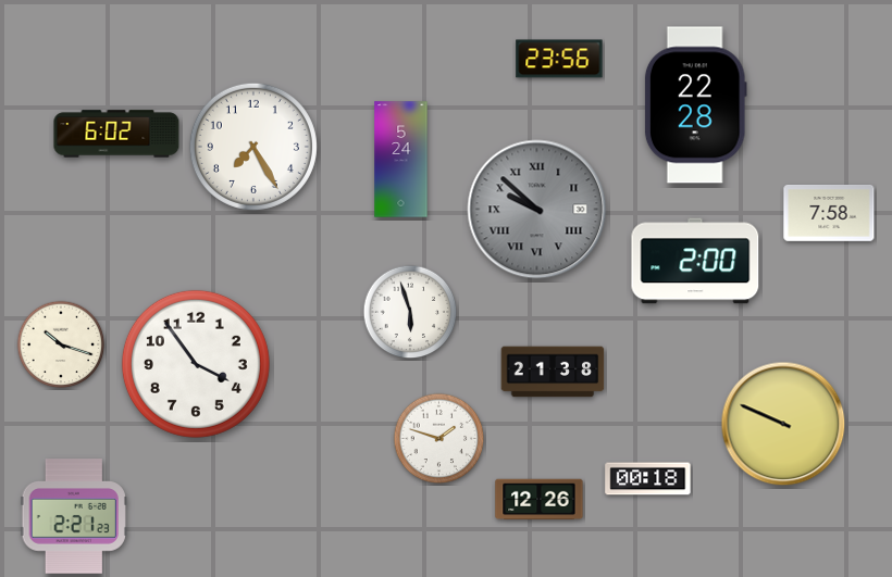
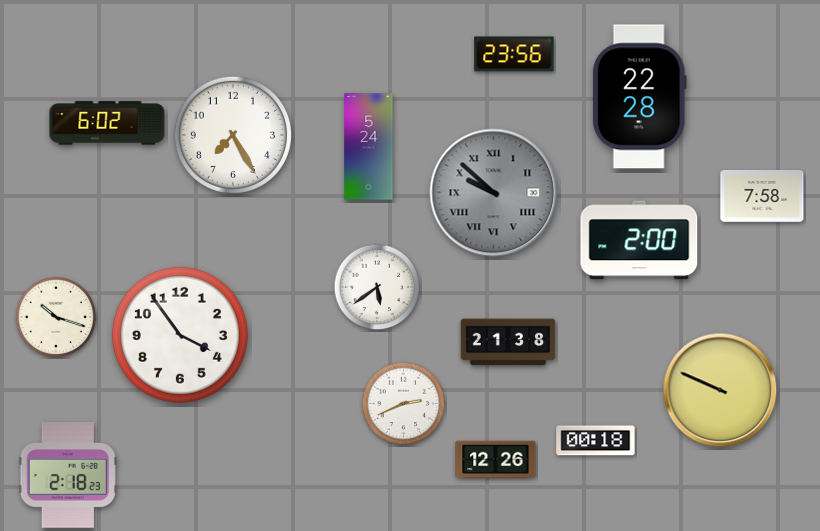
clock at (410, 312): 5:57 -> 5:39
clock at (439, 439): 1:48 -> 2:41
clock at (74, 516): 2:21 -> 2:18
